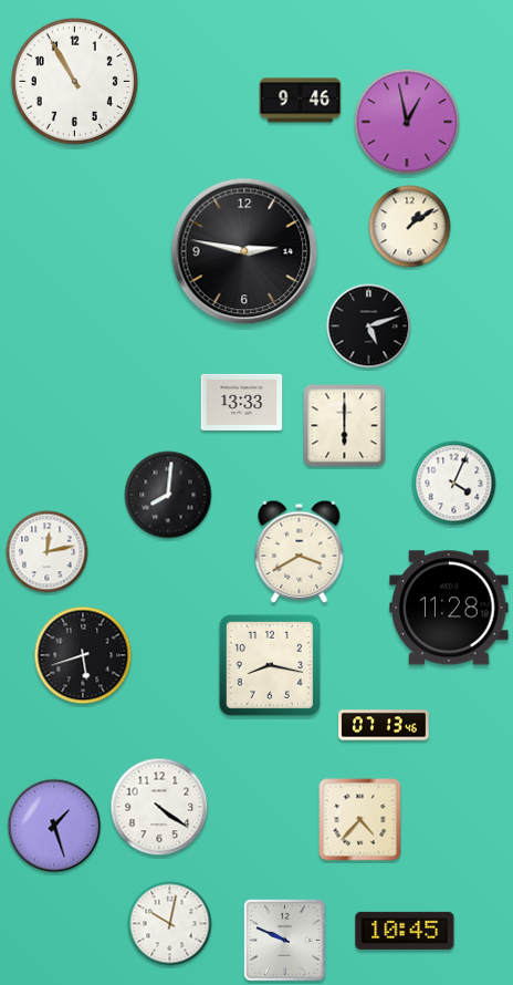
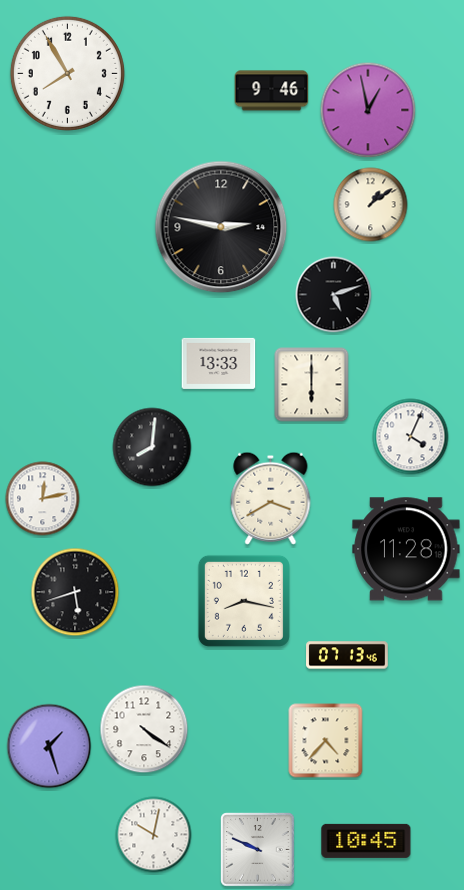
clock at (74, 81): 10:55 -> 7:55
